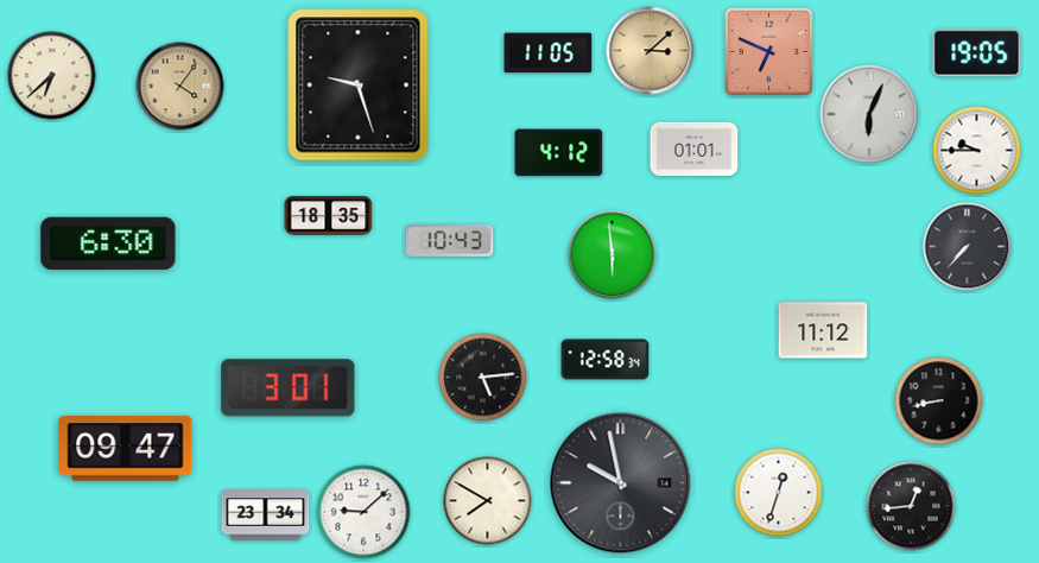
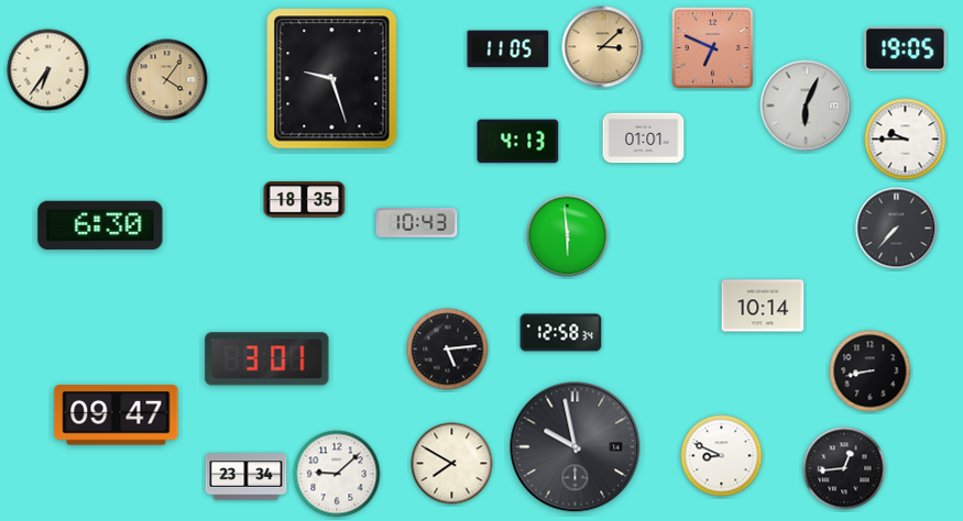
clock at (52, 76): 6:38 -> 6:36
clock at (559, 153): 4:12 -> 4:13
clock at (823, 330): 11:12 -> 10:14
clock at (779, 493): 12:33 -> 8:49
